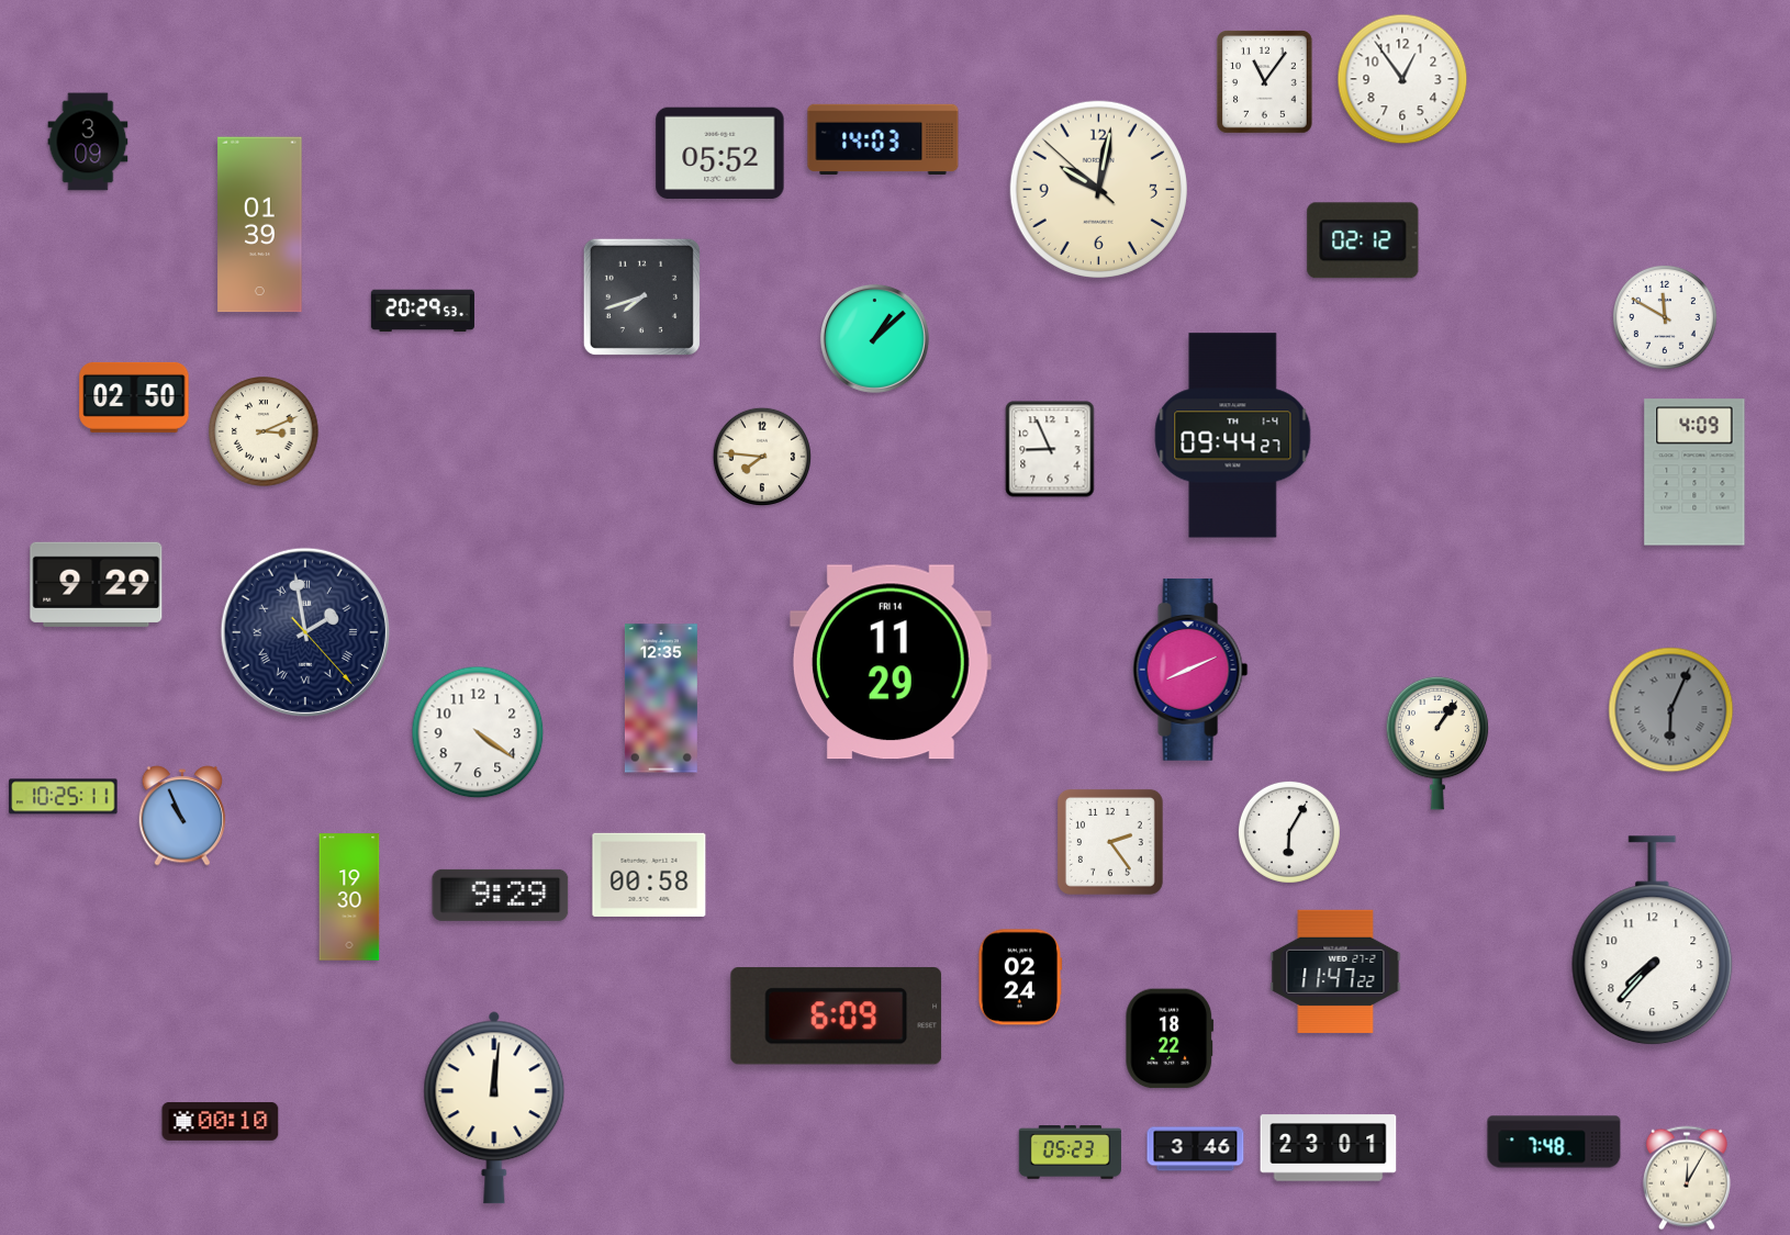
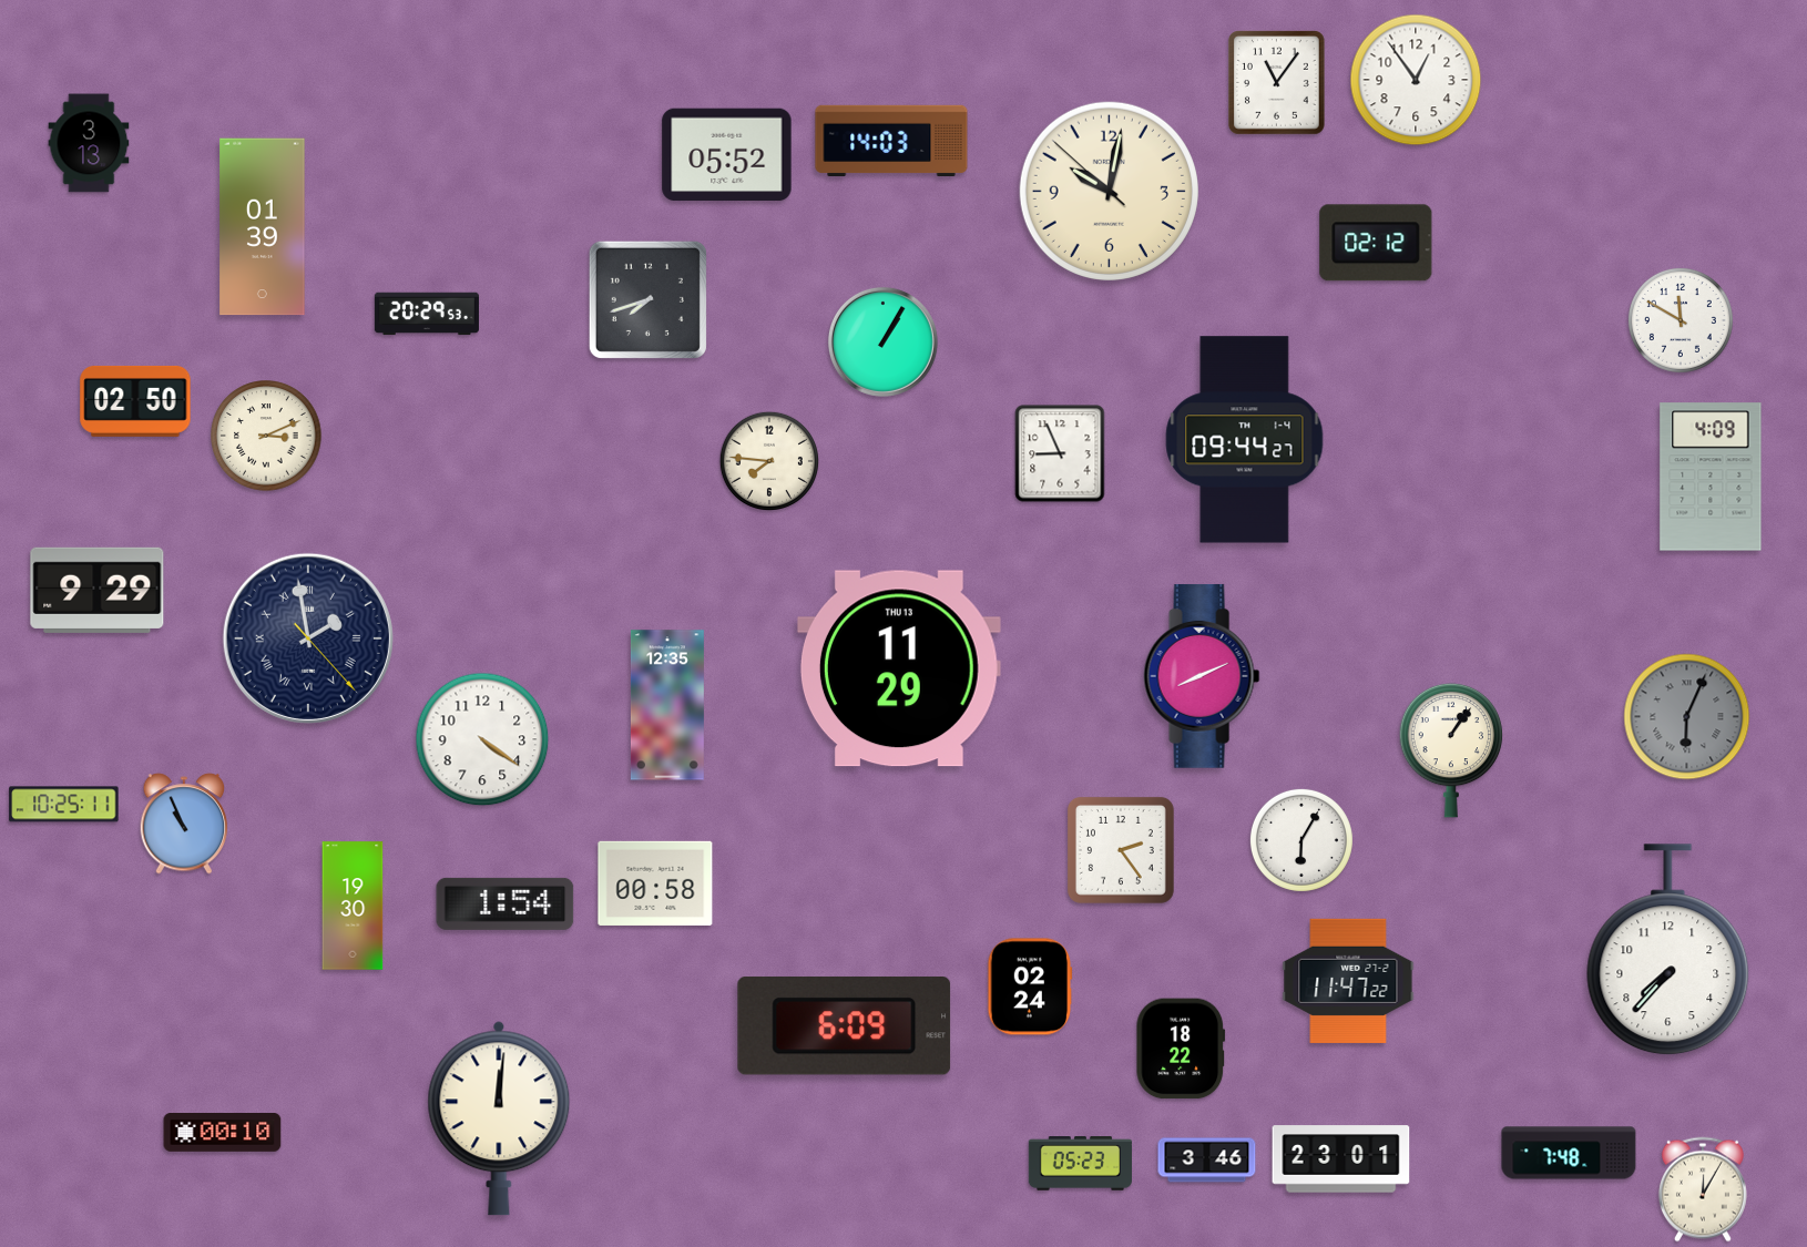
clock at (88, 142): 3:09 -> 3:13
clock at (874, 338): 1:08 -> 1:05
clock at (891, 662) date: FRI 14 -> THU 13
clock at (501, 895): 9:29 -> 1:54
